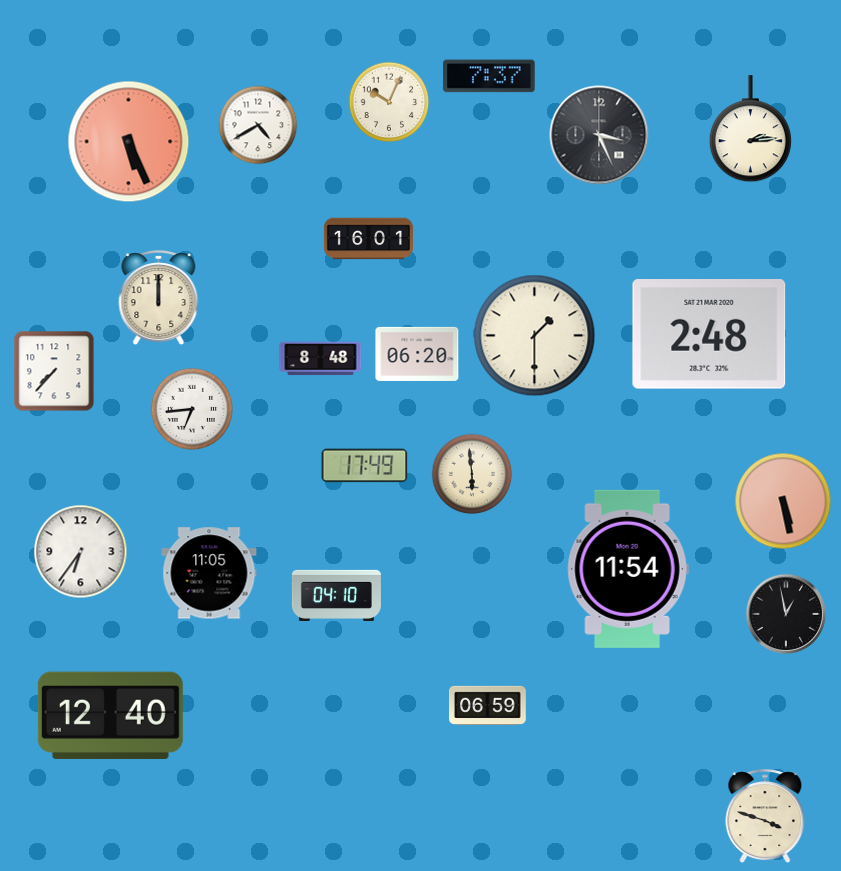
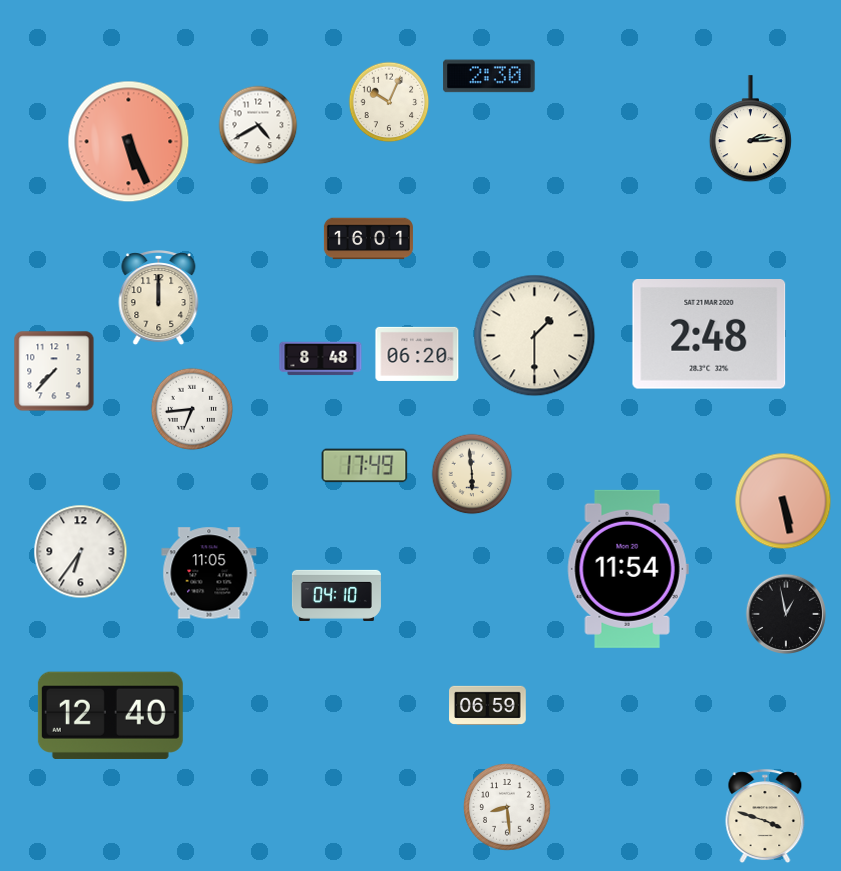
clock at (489, 76): 7:37 -> 2:30
clock at (599, 135): 3:26 -> none
clock at (508, 808): none -> 8:29
